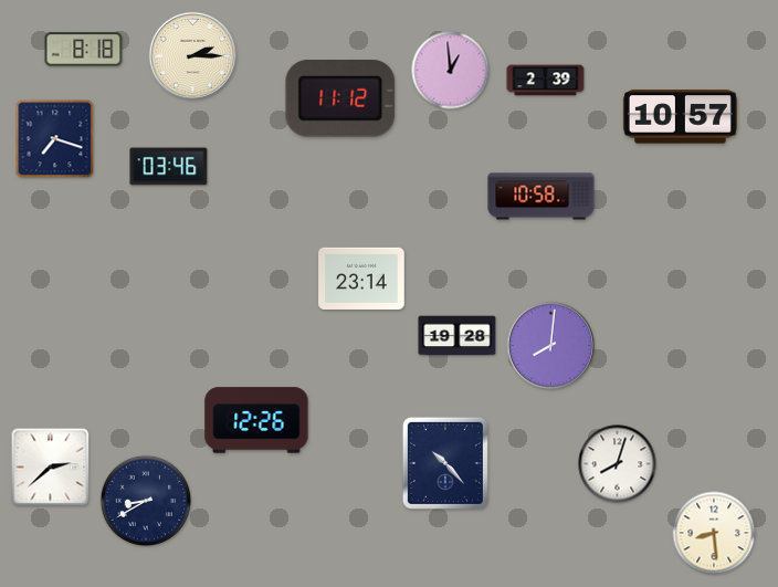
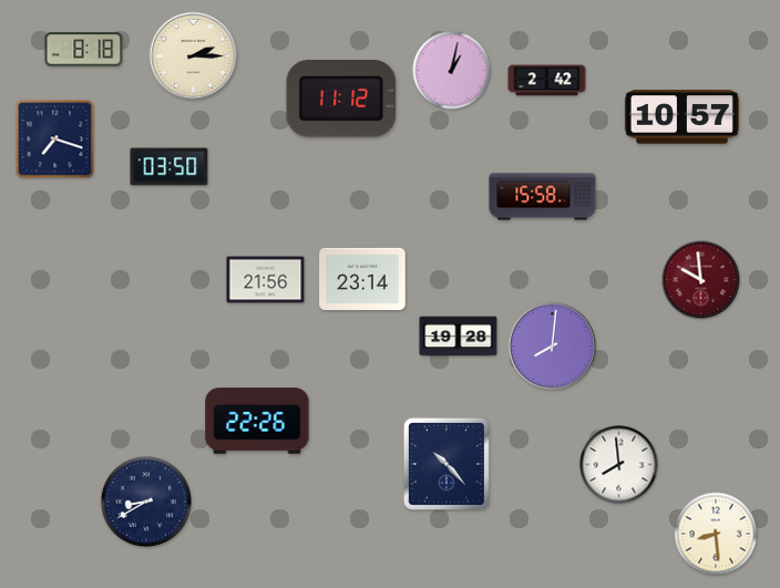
clock at (451, 71): 12:59 -> 1:02
clock at (546, 81): 2:39 -> 2:42
clock at (169, 167): 03:46 -> 03:50
clock at (542, 197): 10:58 -> 15:58
clock at (266, 280): none -> 21:56
clock at (701, 280): none -> 9:59
clock at (256, 420): 12:26 -> 22:26
clock at (618, 464): 8:03 -> 7:59
clock at (51, 468): 2:38 -> none
